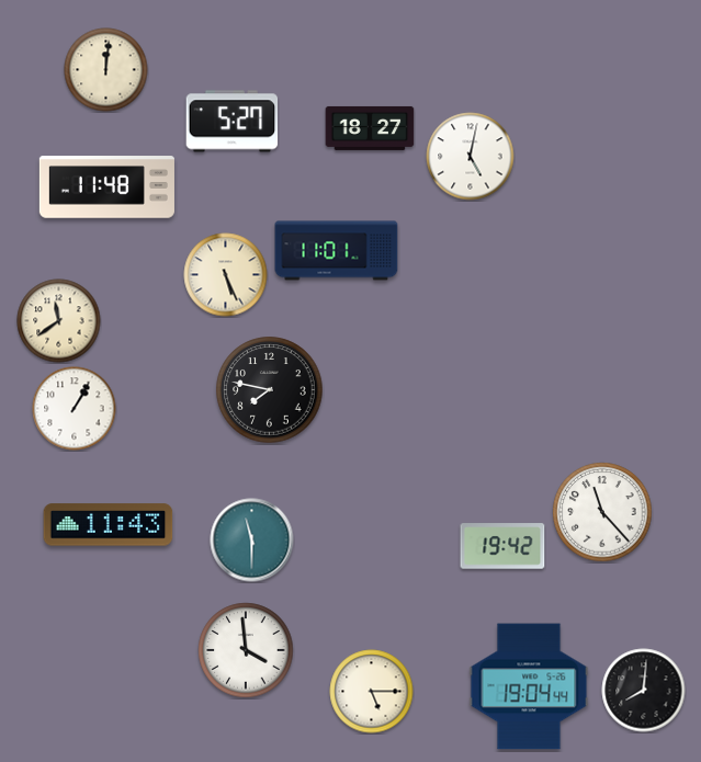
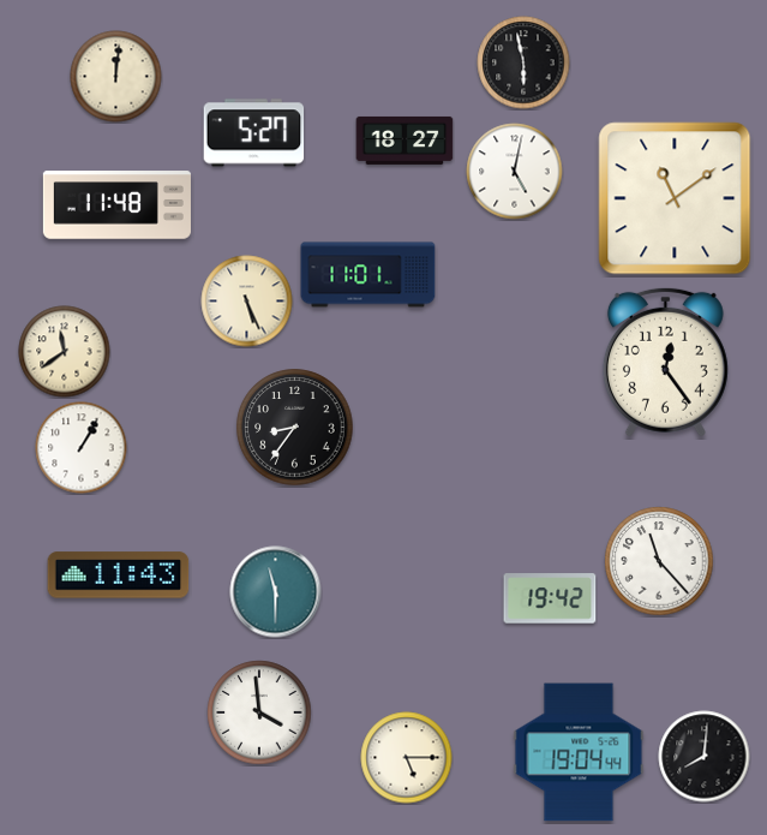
clock at (523, 62): none -> 5:58
clock at (675, 198): none -> 11:09
clock at (665, 362): none -> 12:24
clock at (270, 390): 7:47 -> 8:36
clock at (246, 650) position: (246, 650) -> (259, 712)
